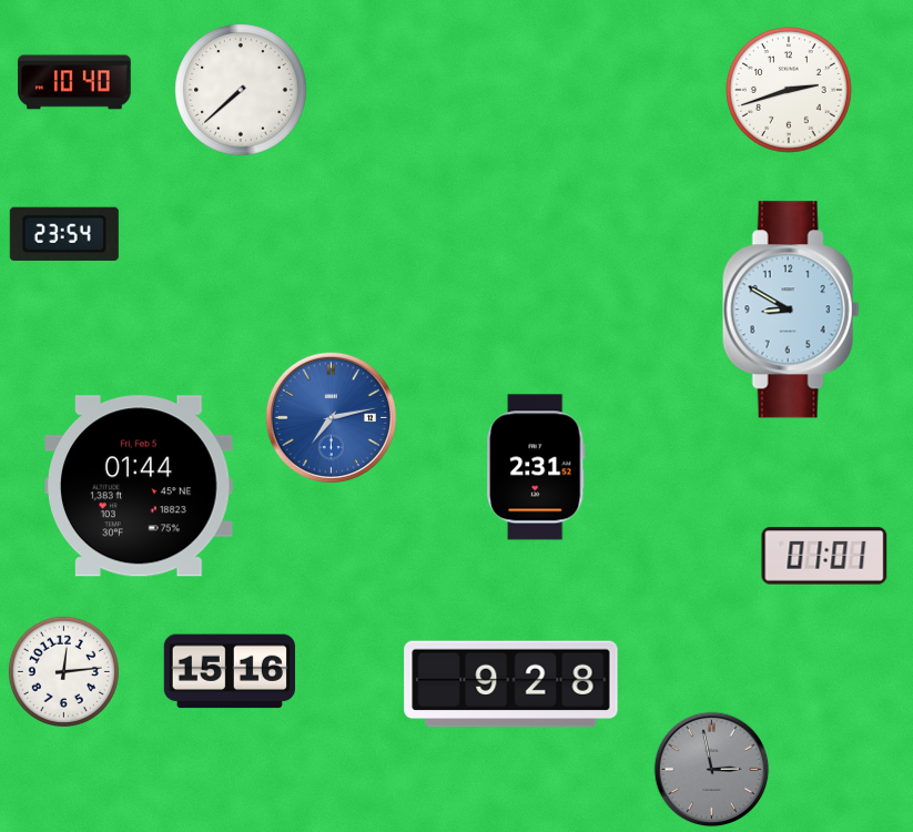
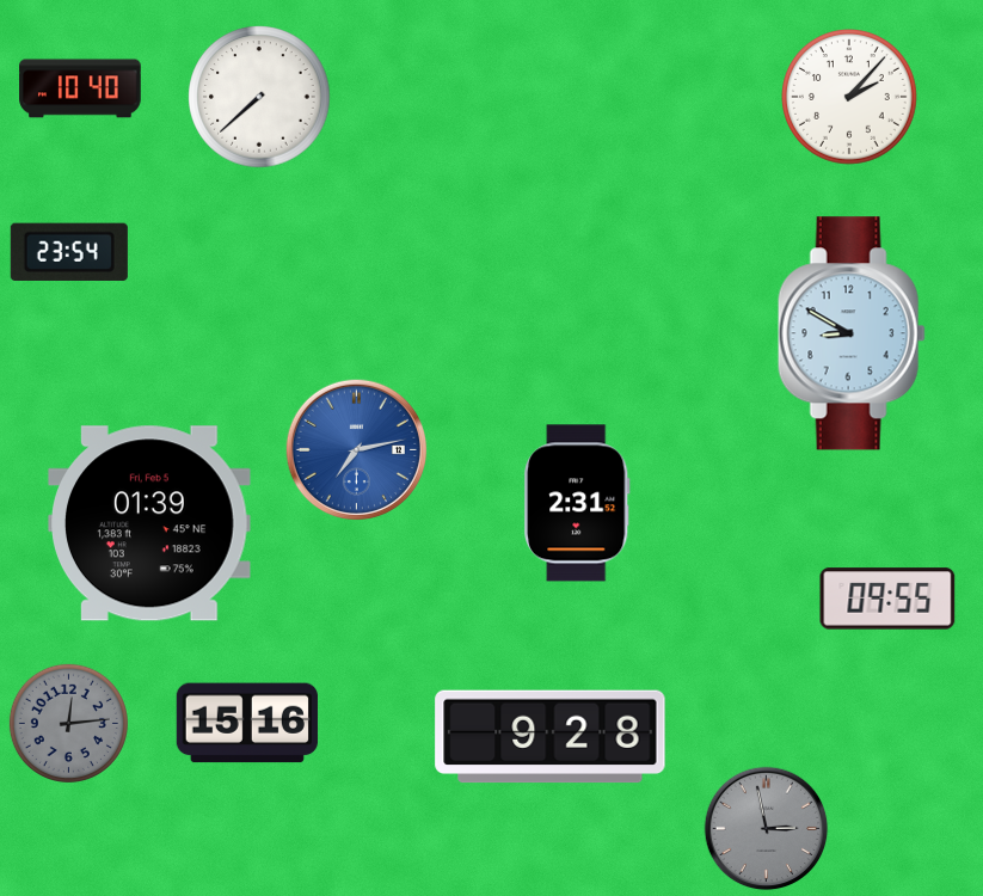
clock at (790, 91): 2:42 -> 2:07
clock at (139, 486): 01:44 -> 01:39
clock at (824, 556): 01:01 -> 09:55
clock at (63, 671) dial: white -> grey
